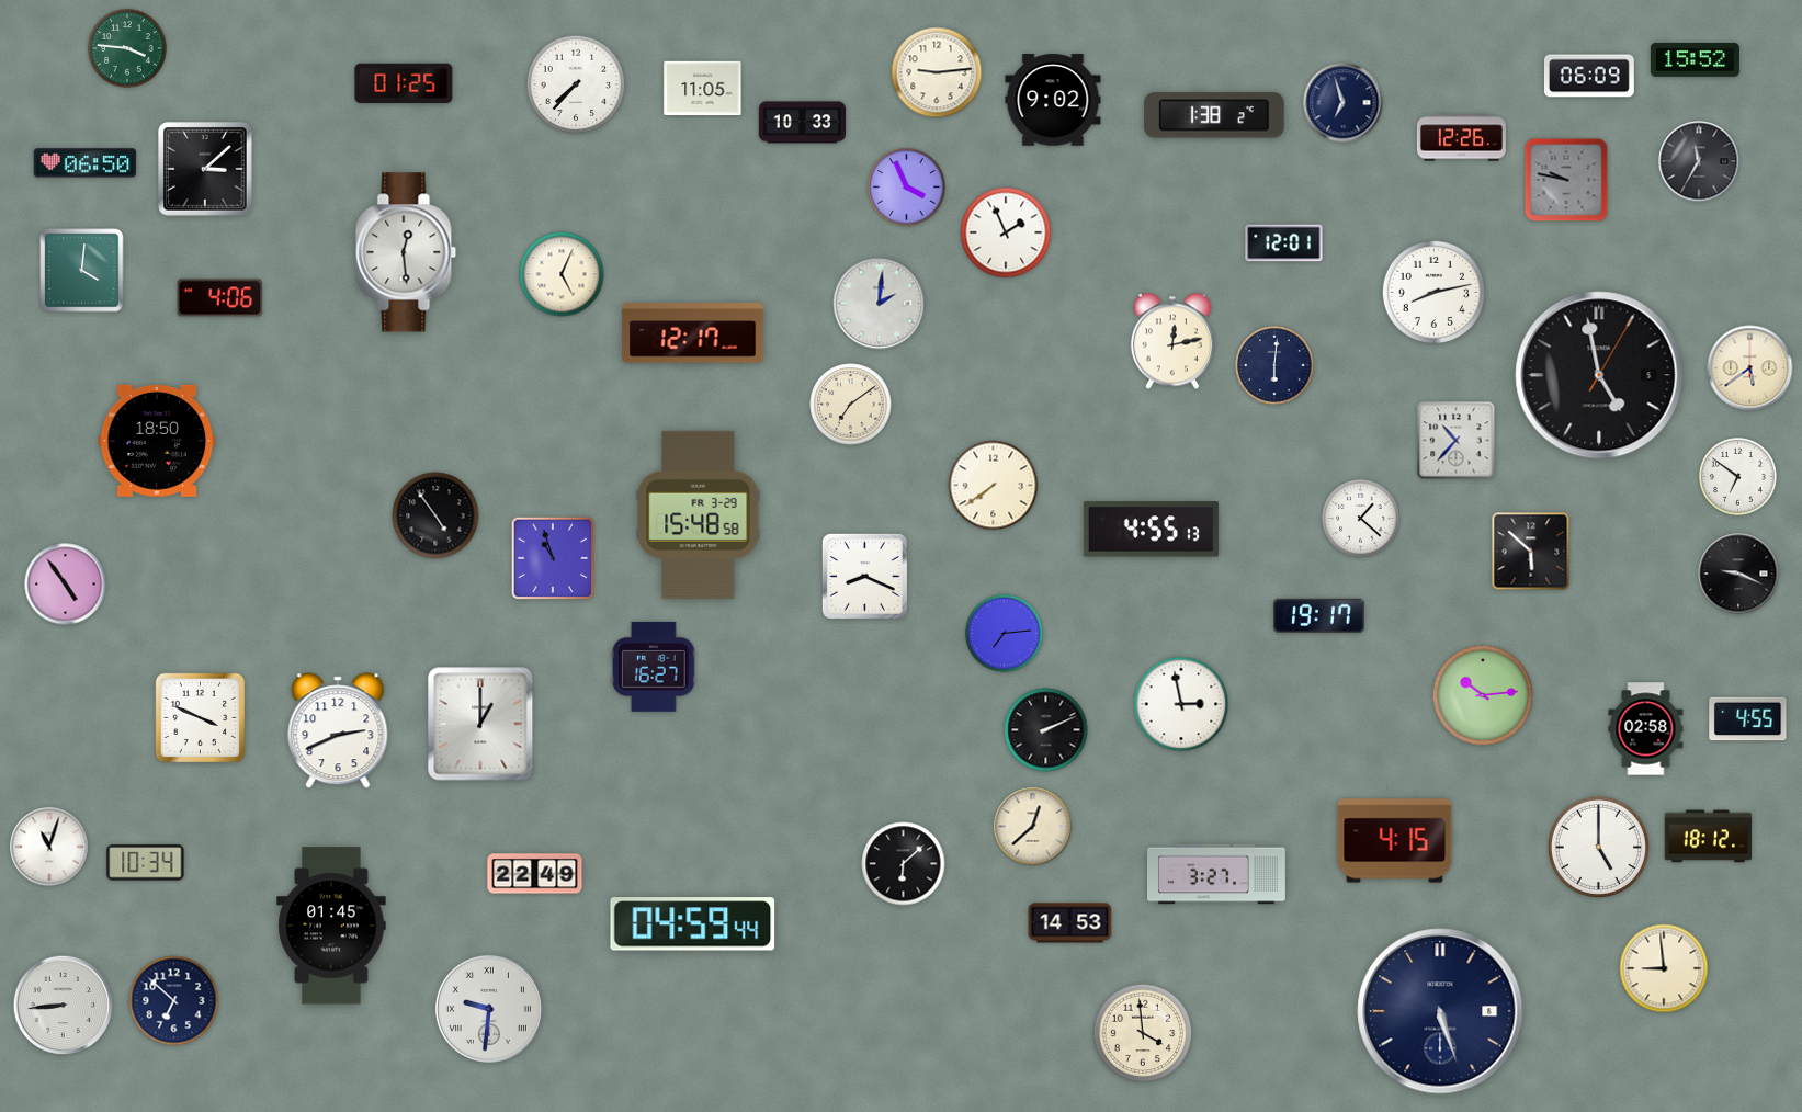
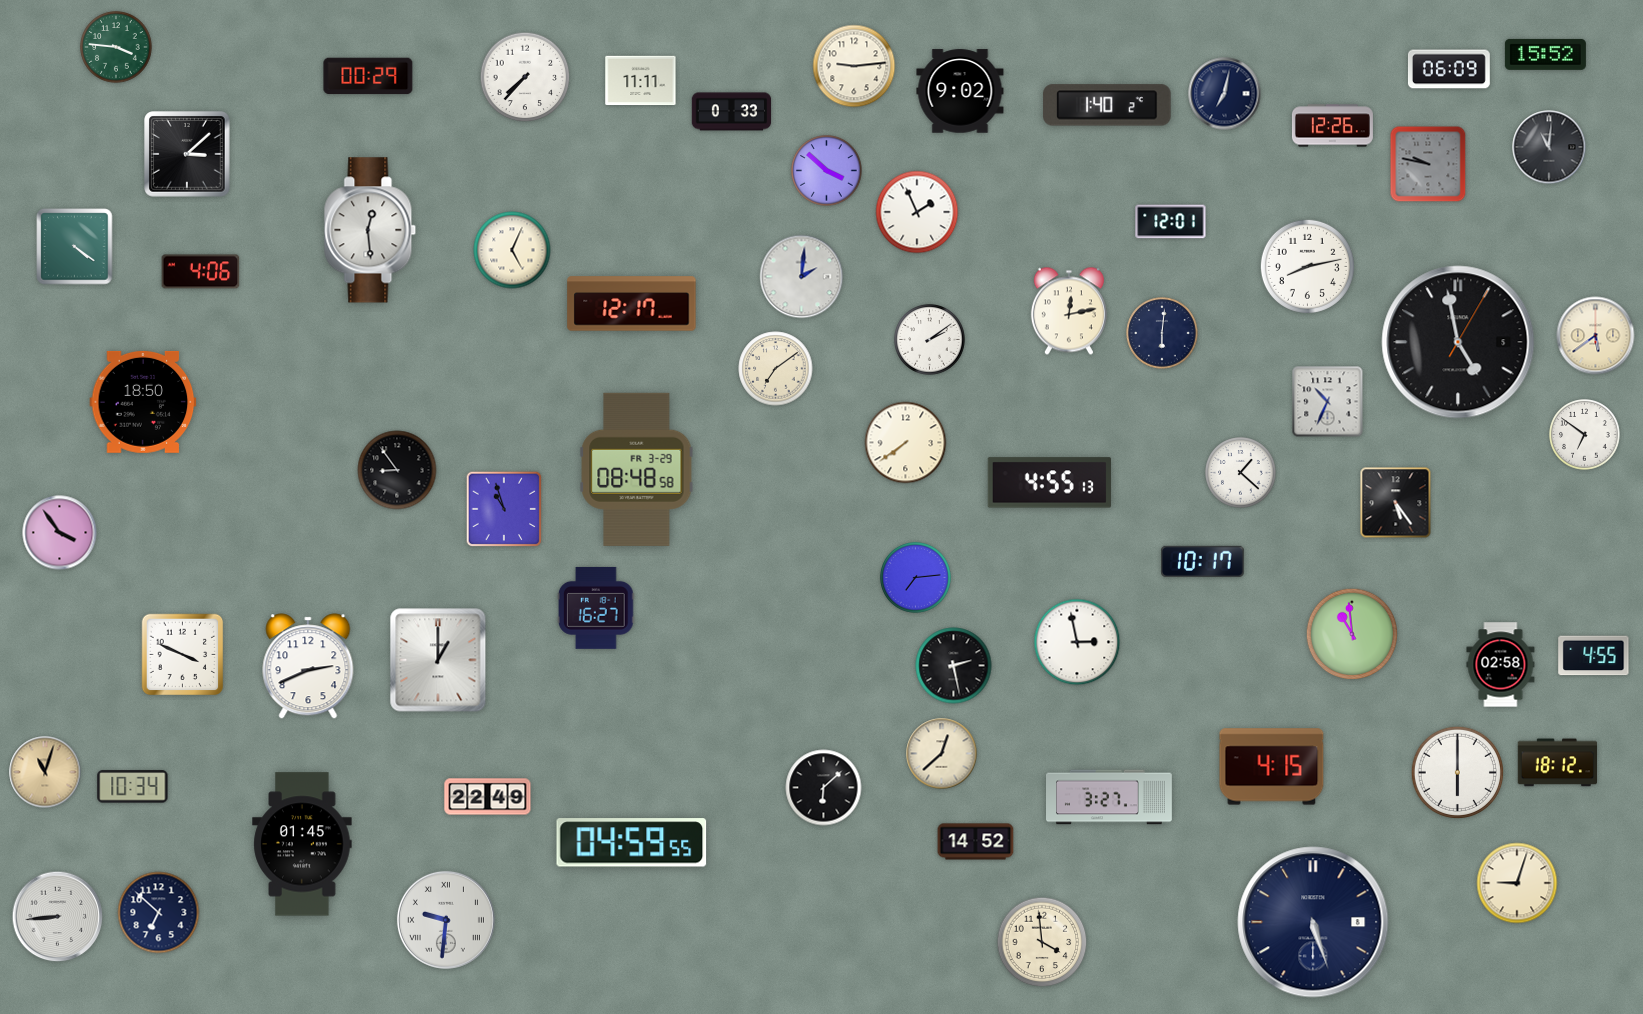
clock at (127, 48) position: (127, 48) -> (116, 47)
clock at (404, 83): 01:25 -> 00:29
clock at (703, 89): 11:05 -> 11:11
clock at (1344, 103): 6:57 -> 7:02
clock at (1214, 115): 1:38 -> 1:40
clock at (803, 123): 10:33 -> 0:33
clock at (1699, 161): 11:35 -> 11:01
clock at (86, 163): 06:50 -> none
clock at (907, 188): 3:56 -> 3:52
clock at (82, 271): 4:01 -> 4:21
clock at (930, 340): none -> 2:09
clock at (1457, 441): 10:37 -> 10:34
clock at (699, 514): 15:48 -> 08:48
clock at (435, 515): 4:54 -> 8:54
clock at (1531, 552): 5:52 -> 5:24
clock at (1738, 574): 9:19 -> none
clock at (864, 576): 8:19 -> none
clock at (66, 585): 4:54 -> 3:54
clock at (1319, 615): 19:17 -> 10:17
clock at (1483, 695): 10:14 -> 10:59
clock at (1046, 730): 2:11 -> 2:28
clock at (49, 847) dial: white -> champagne
clock at (1599, 848): 5:00 -> 6:00
clock at (1070, 923): 14:53 -> 14:52
clock at (693, 924): 04:59:44 -> 04:59:55
clock at (1664, 968): 8:59 -> 9:03
